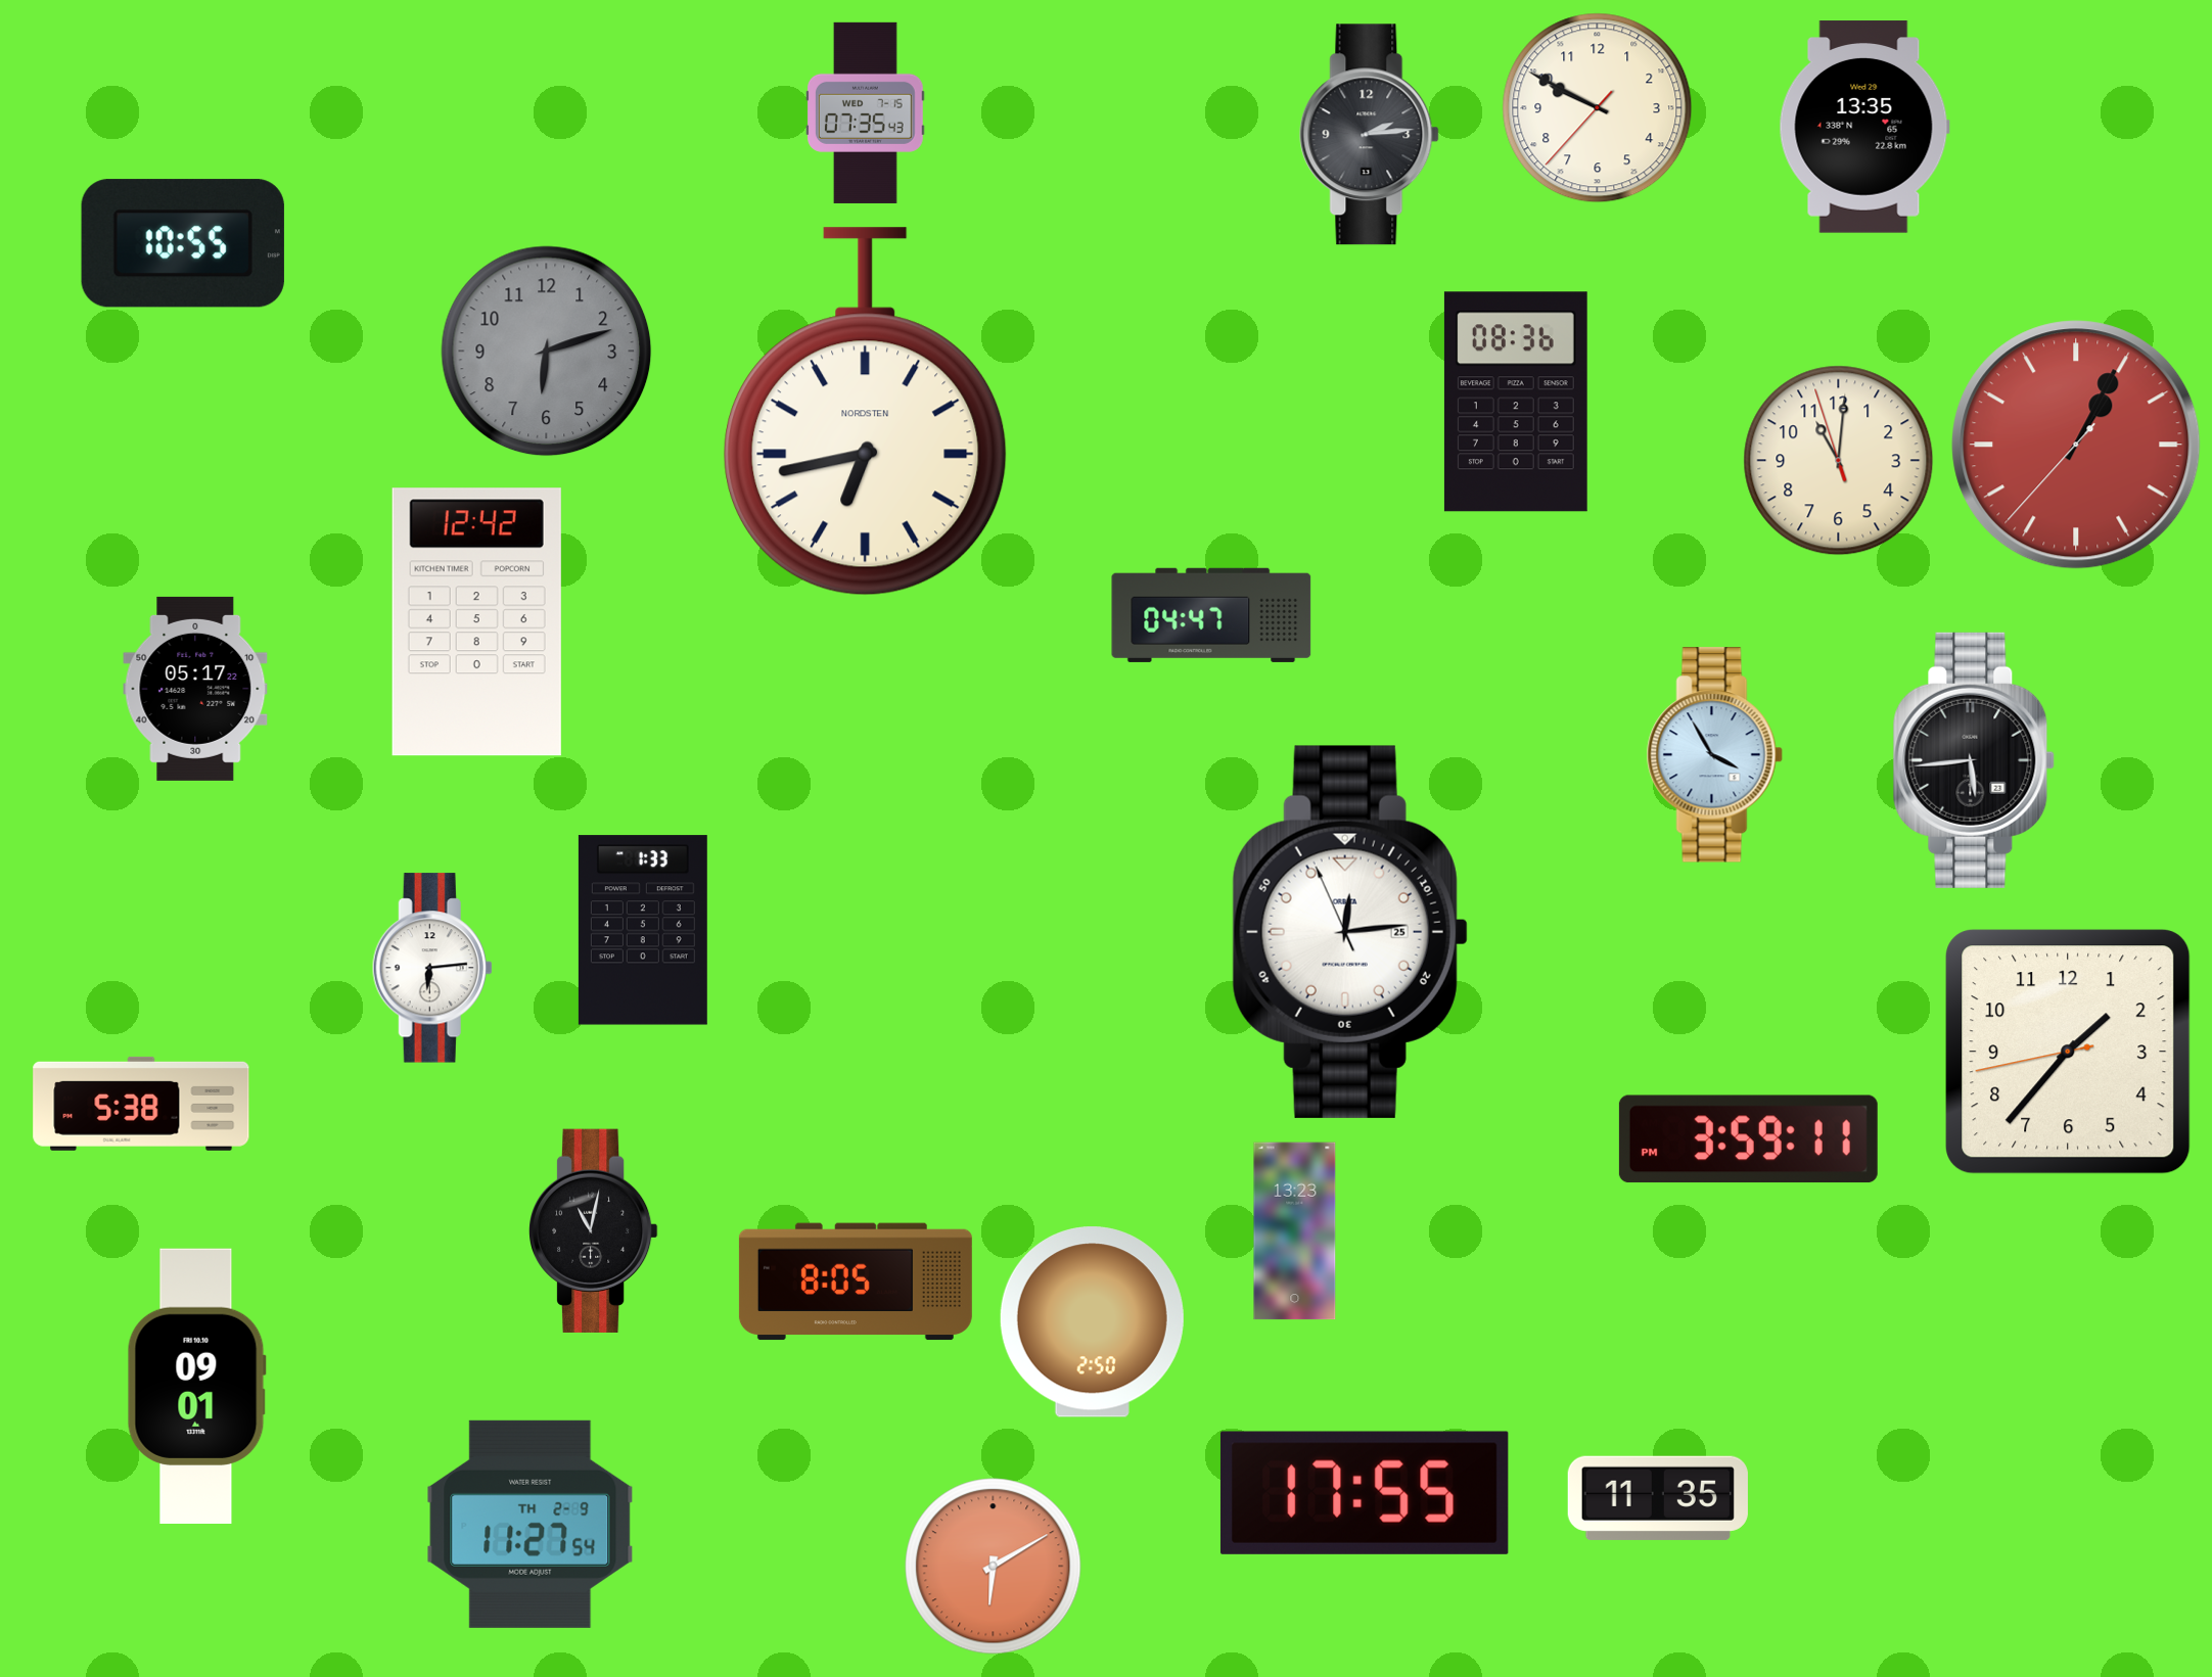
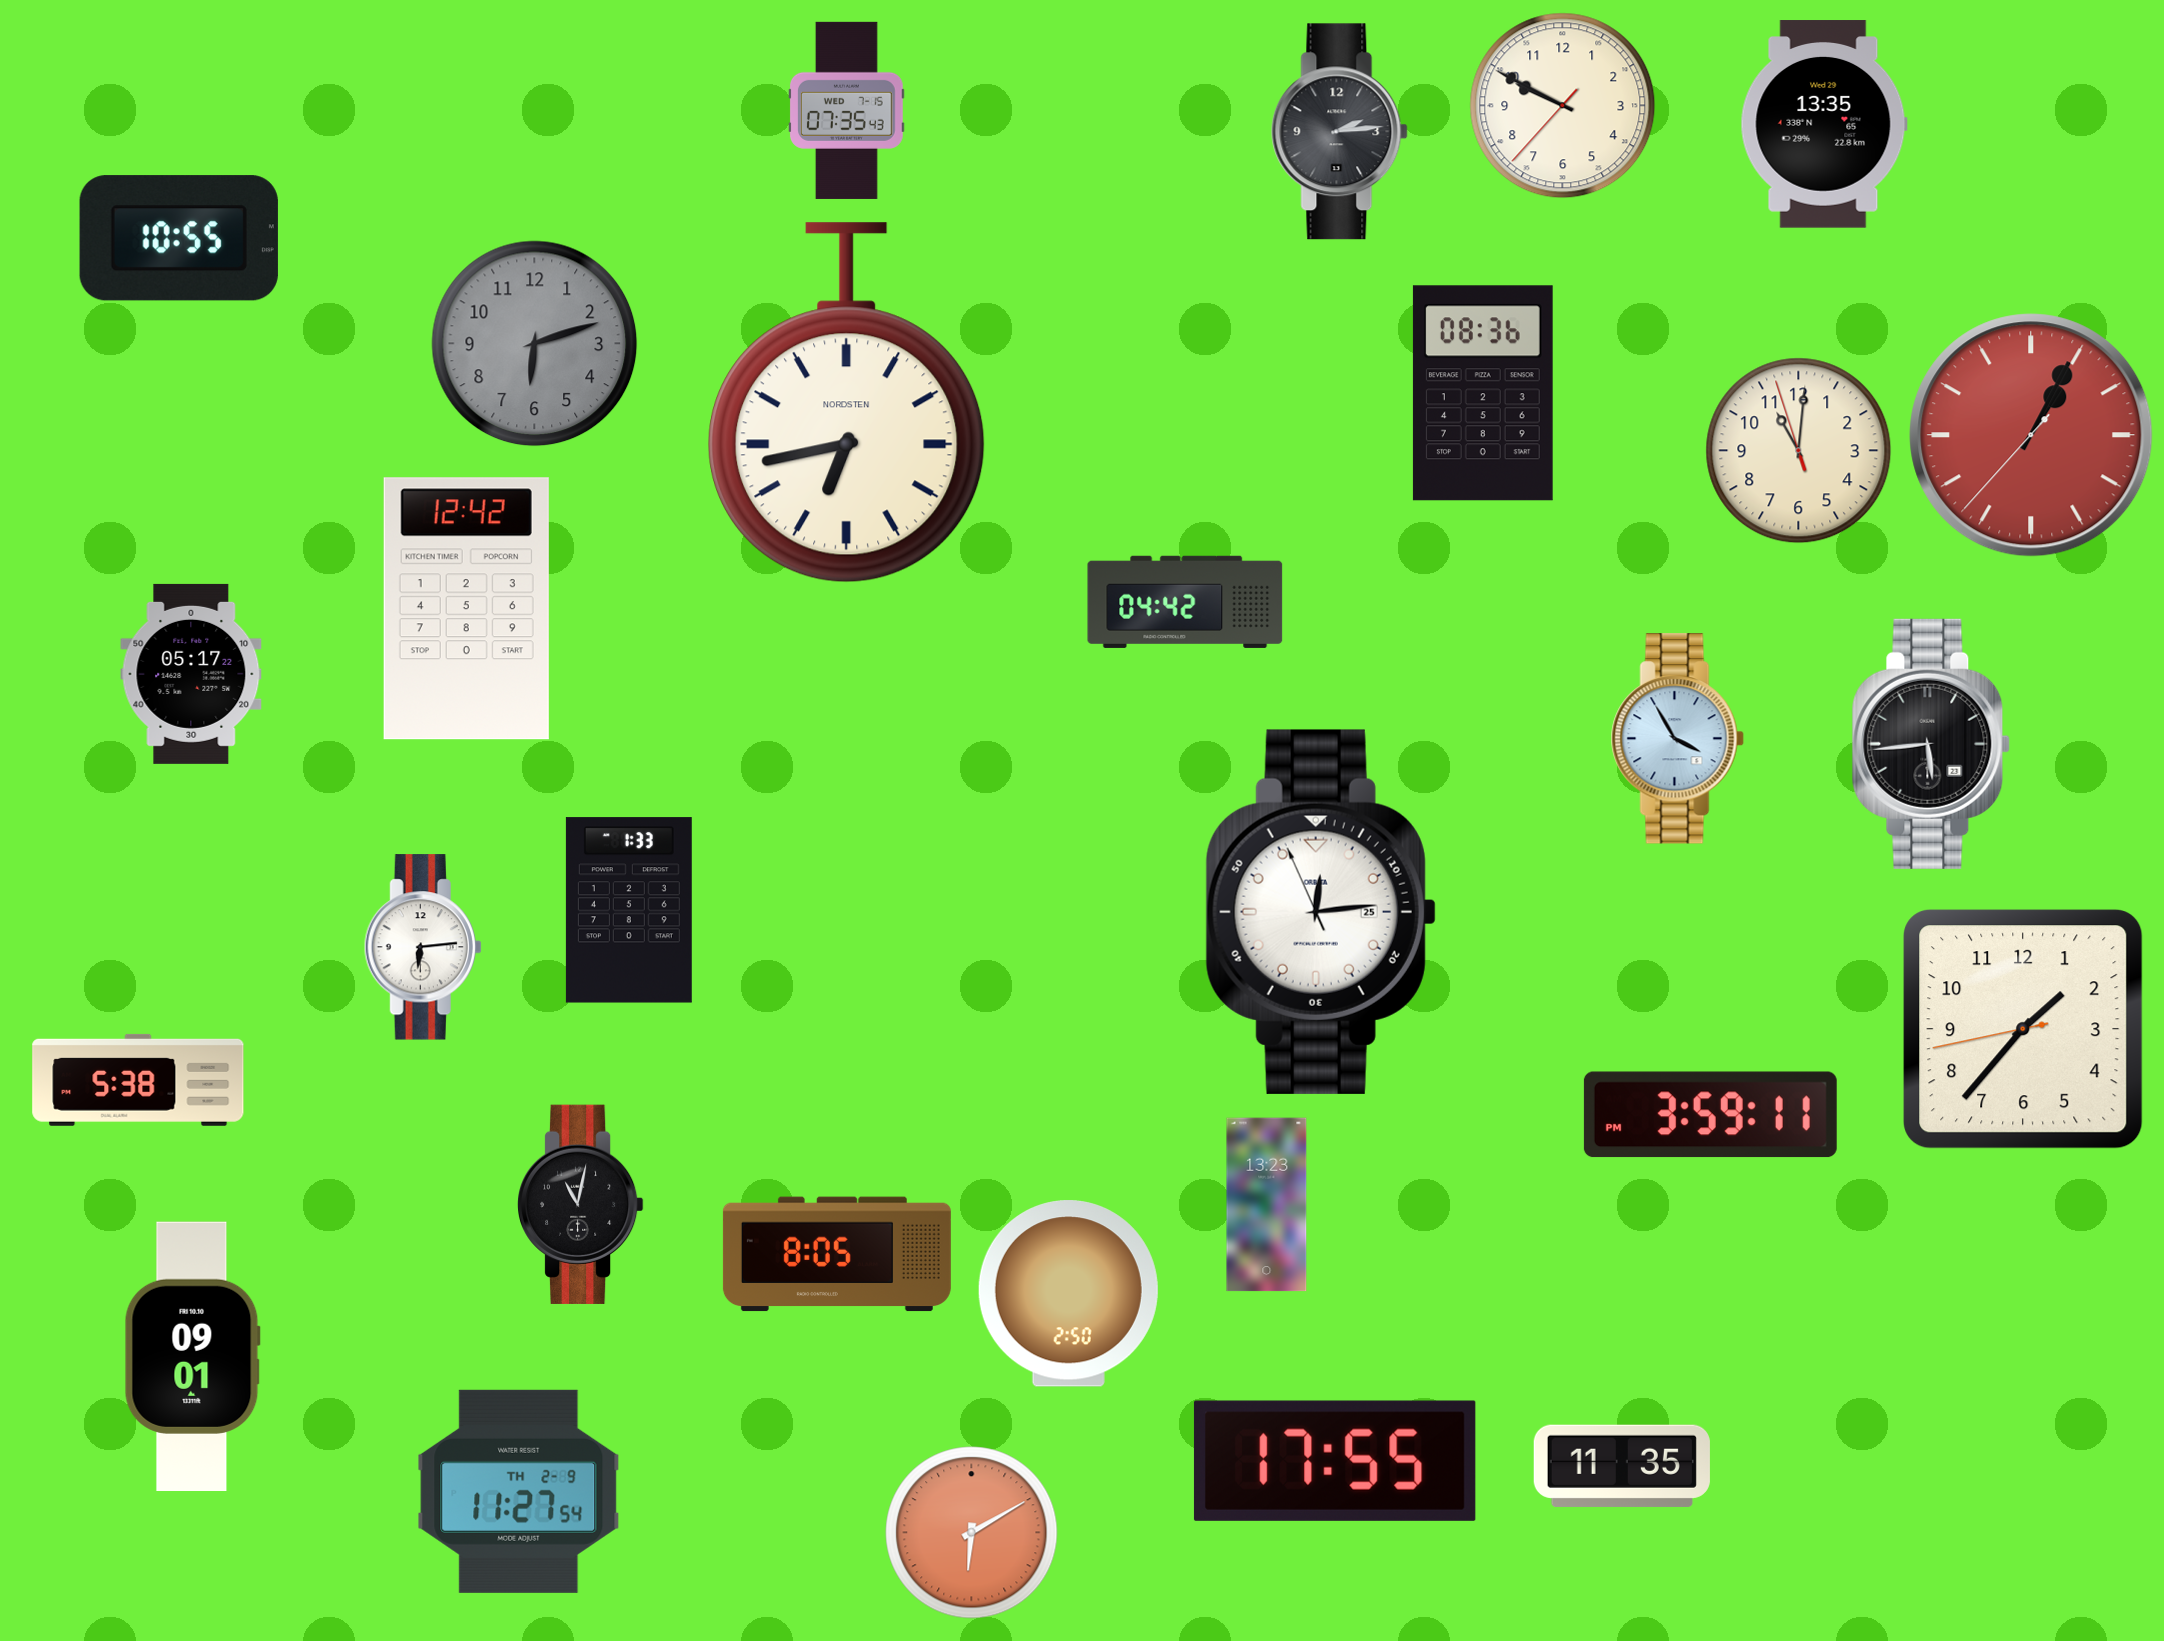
clock at (1211, 615): 04:47 -> 04:42
